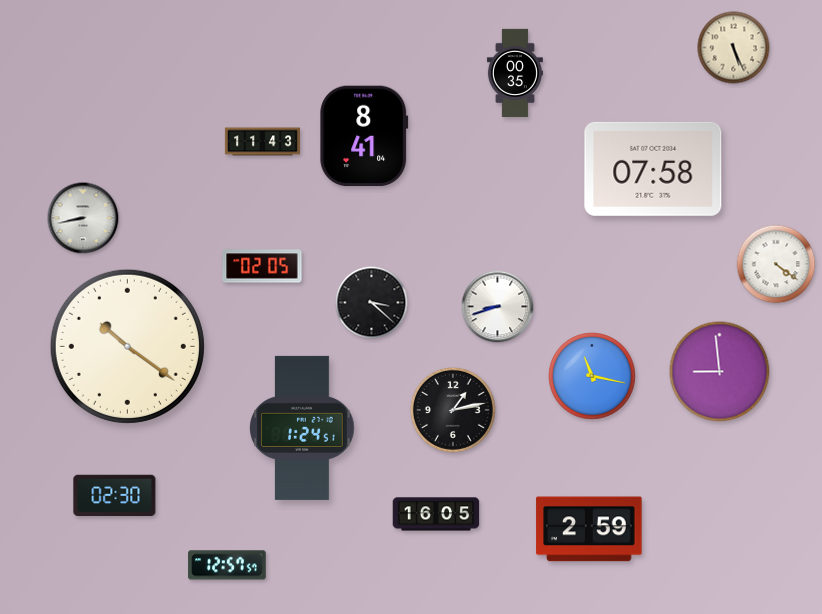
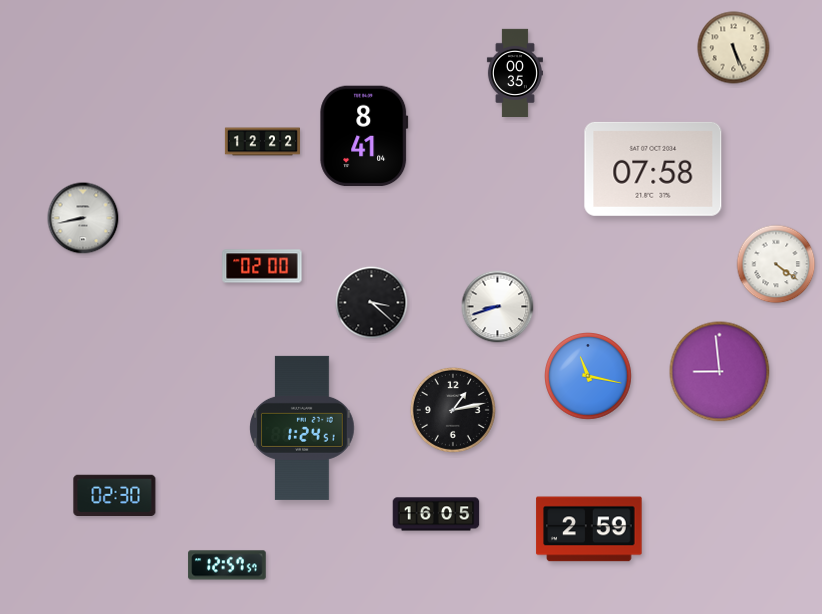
clock at (262, 142): 11:43 -> 12:22
clock at (262, 266): 02:05 -> 02:00
clock at (127, 346): 10:21 -> none
clock at (592, 376) position: (592, 376) -> (588, 376)
